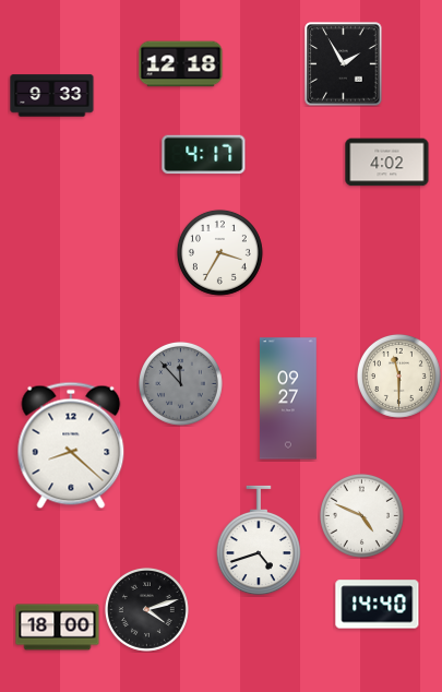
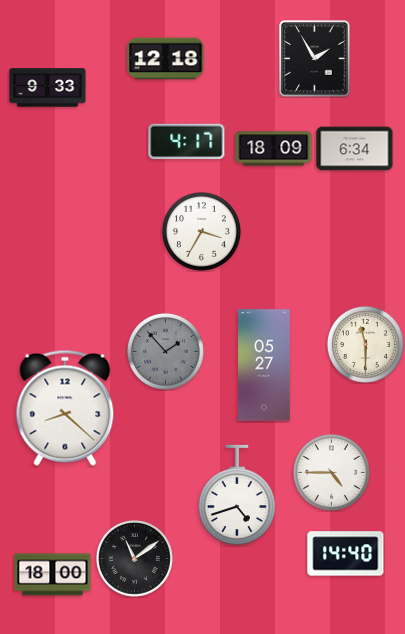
clock at (274, 149): none -> 18:09
clock at (387, 163): 4:02 -> 6:34
clock at (180, 383): 11:53 -> 1:53
clock at (289, 398): 09:27 -> 05:27
clock at (361, 515): 4:49 -> 4:45
clock at (146, 609): 4:12 -> 11:09
